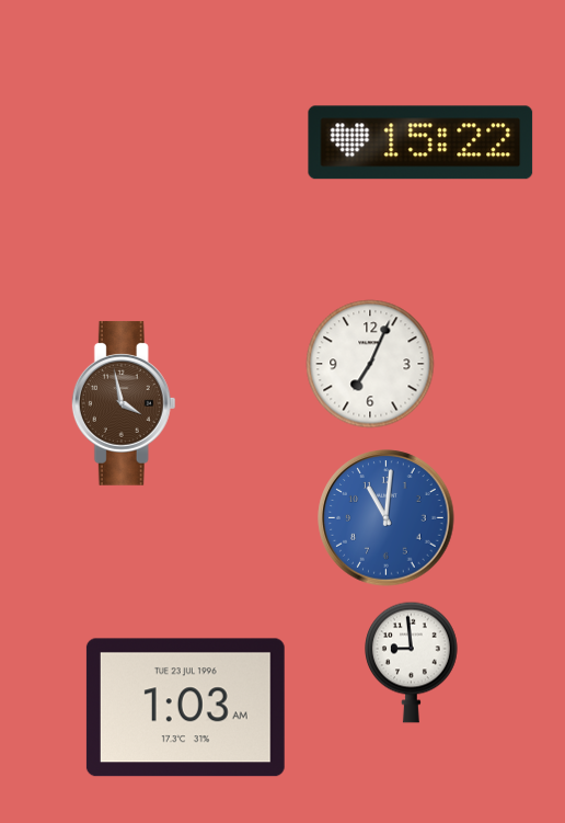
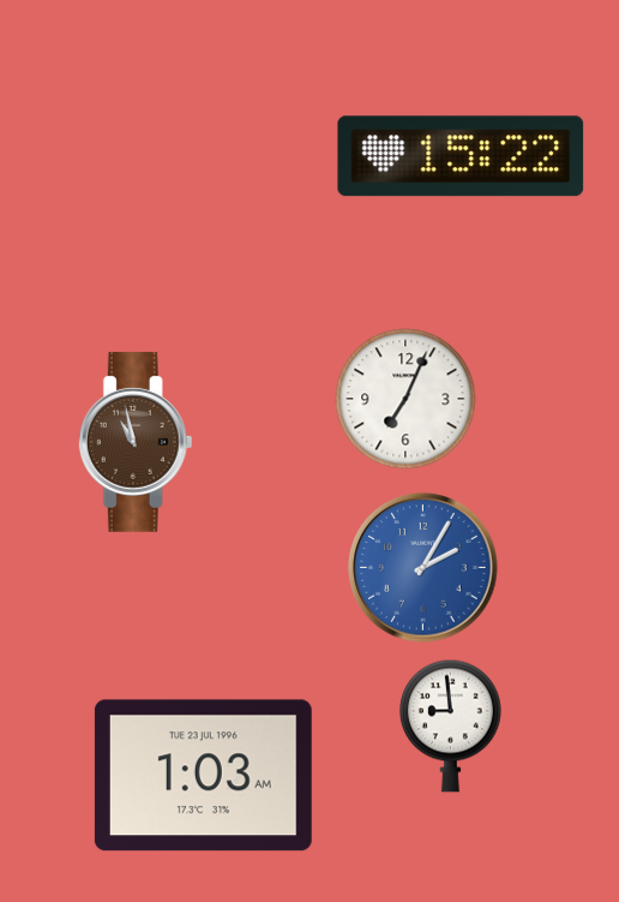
clock at (124, 403): 3:58 -> 10:58
clock at (387, 518): 11:01 -> 2:05
